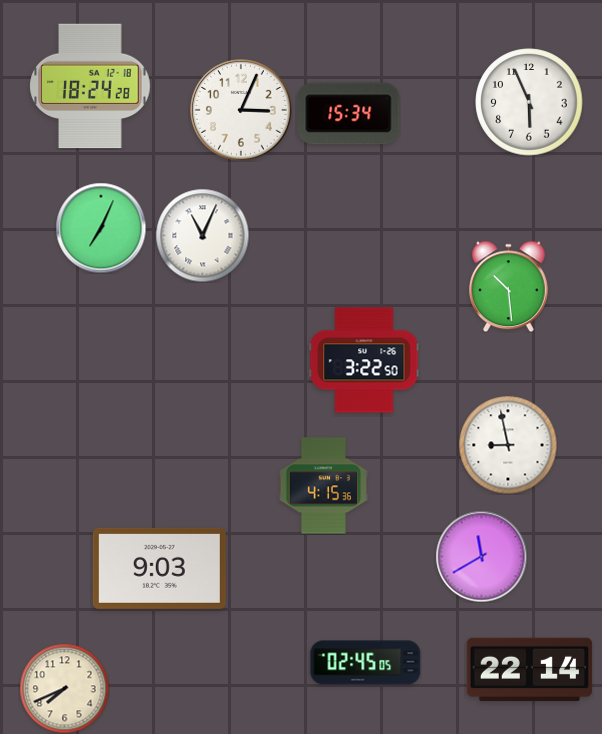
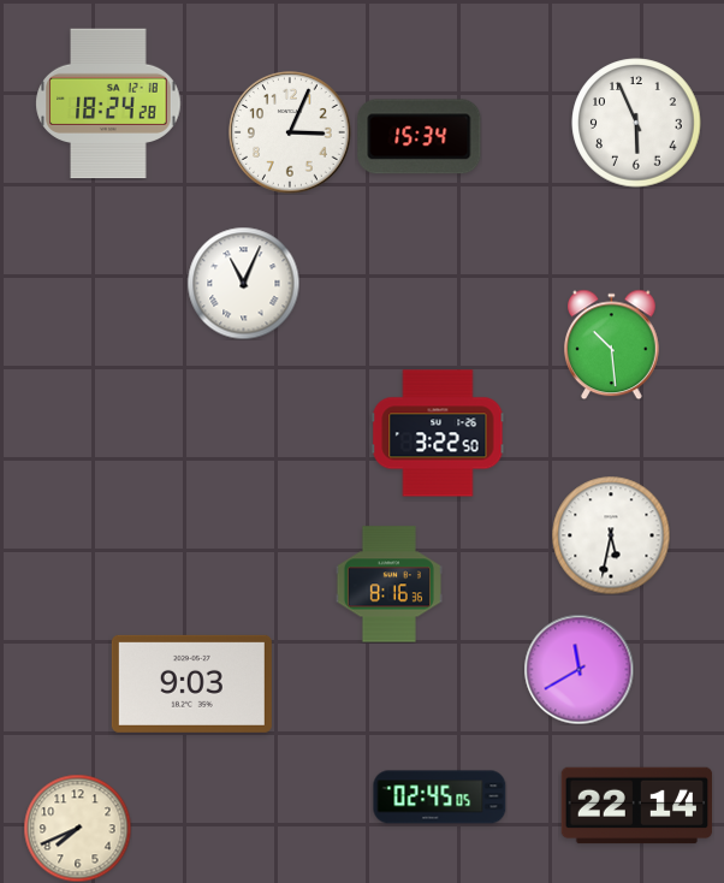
clock at (101, 228): 7:04 -> none
clock at (508, 445): 8:58 -> 5:32
clock at (323, 486): 4:15 -> 8:16
